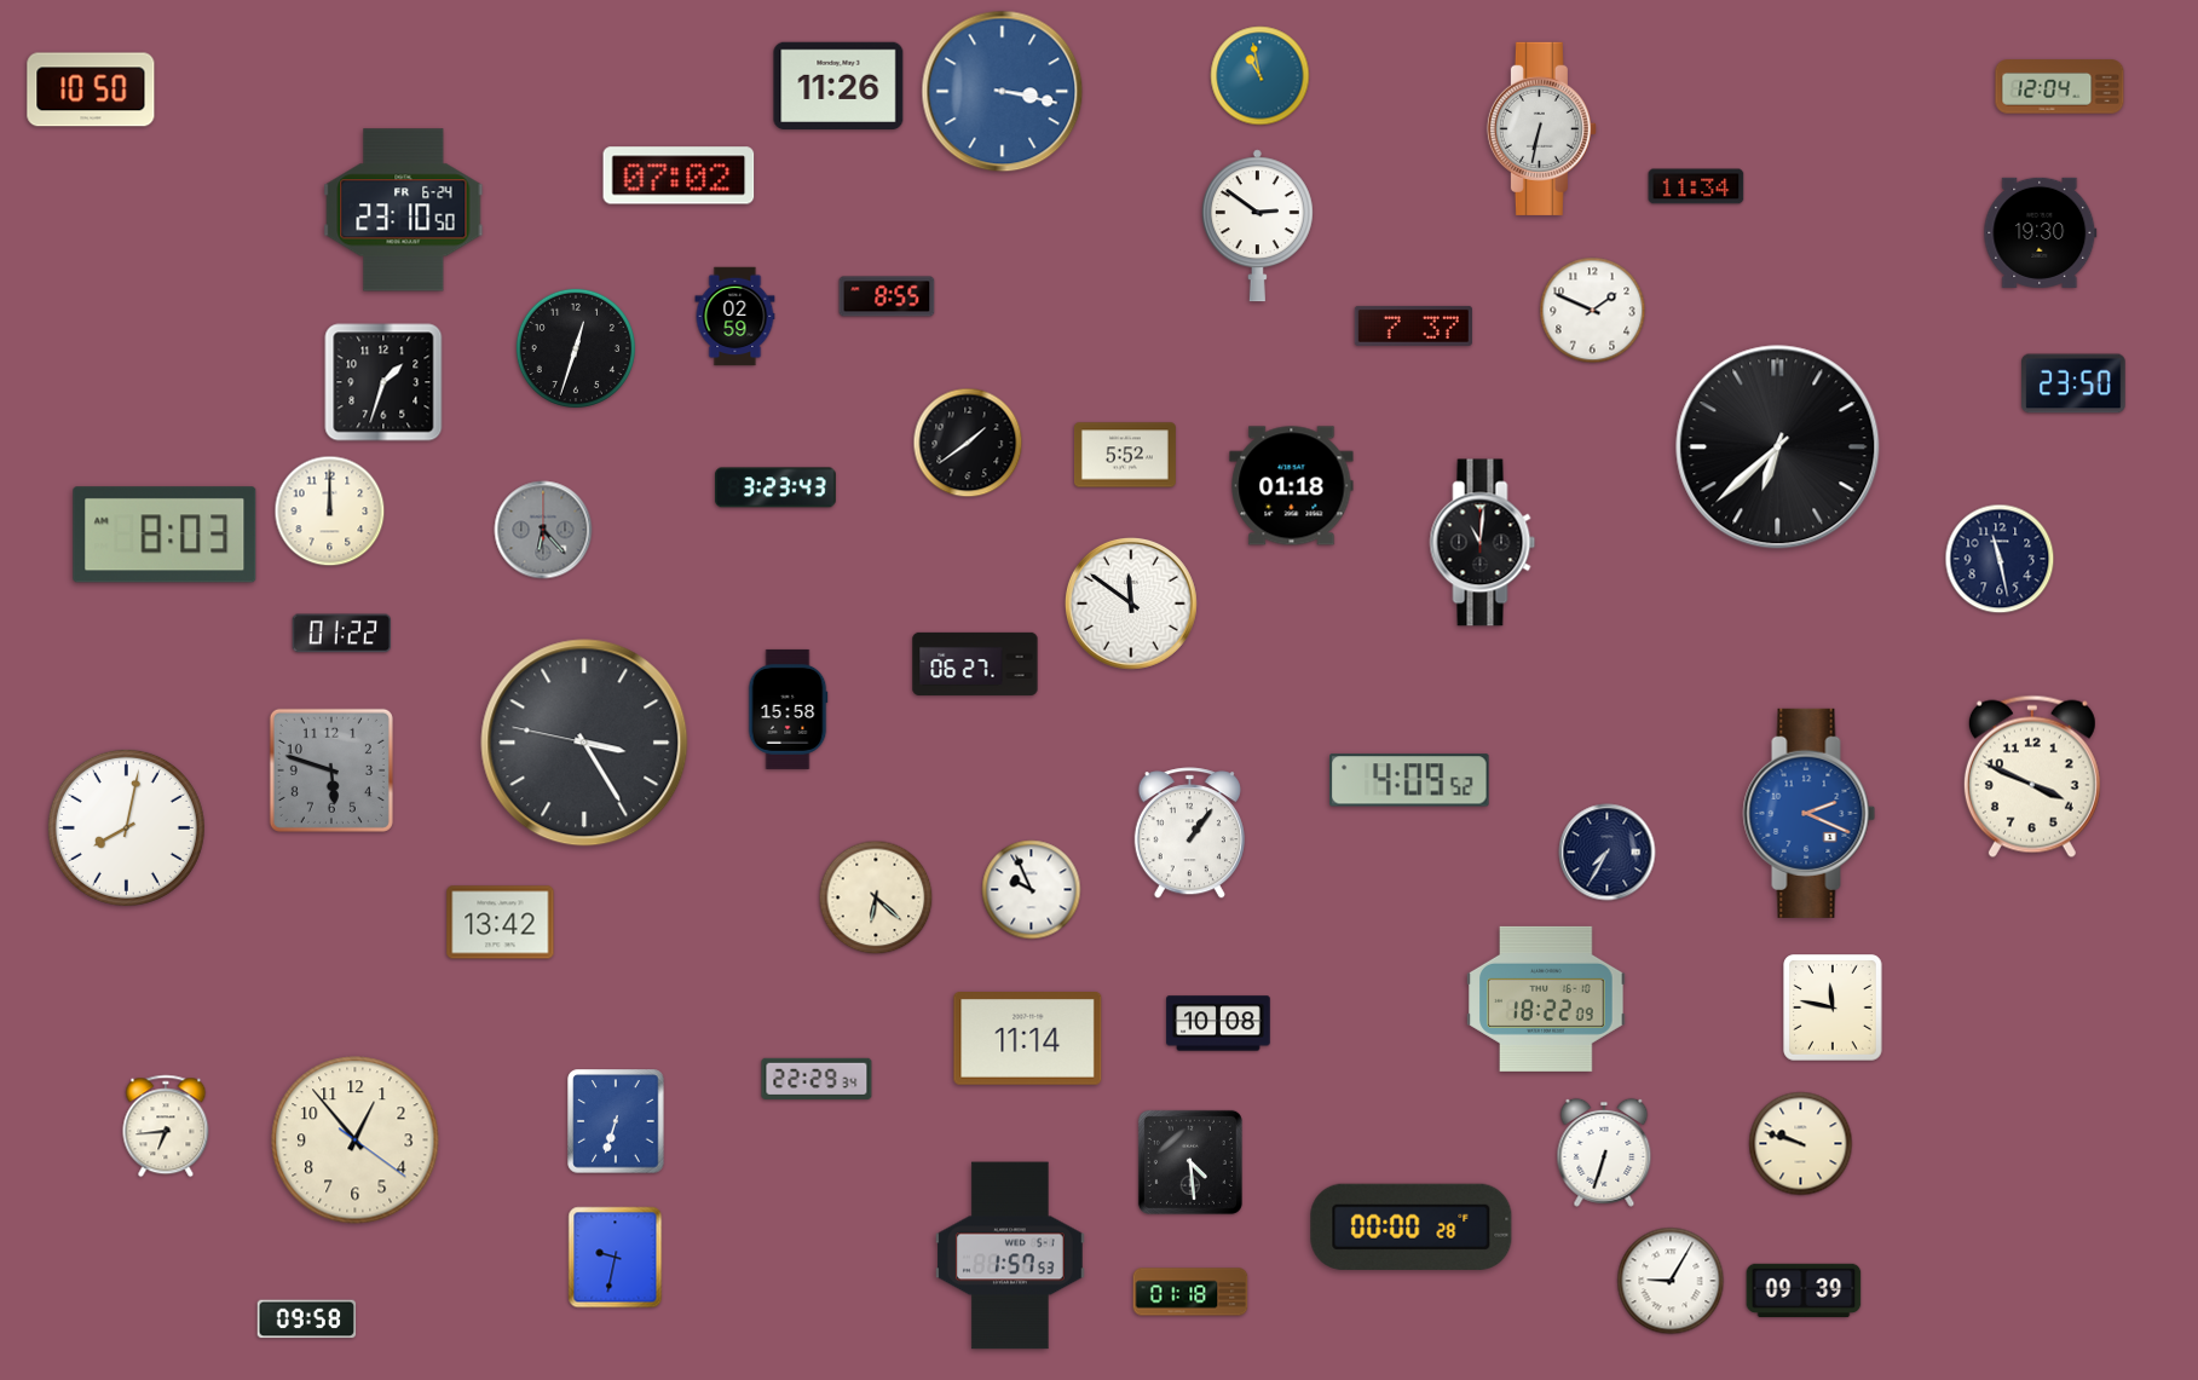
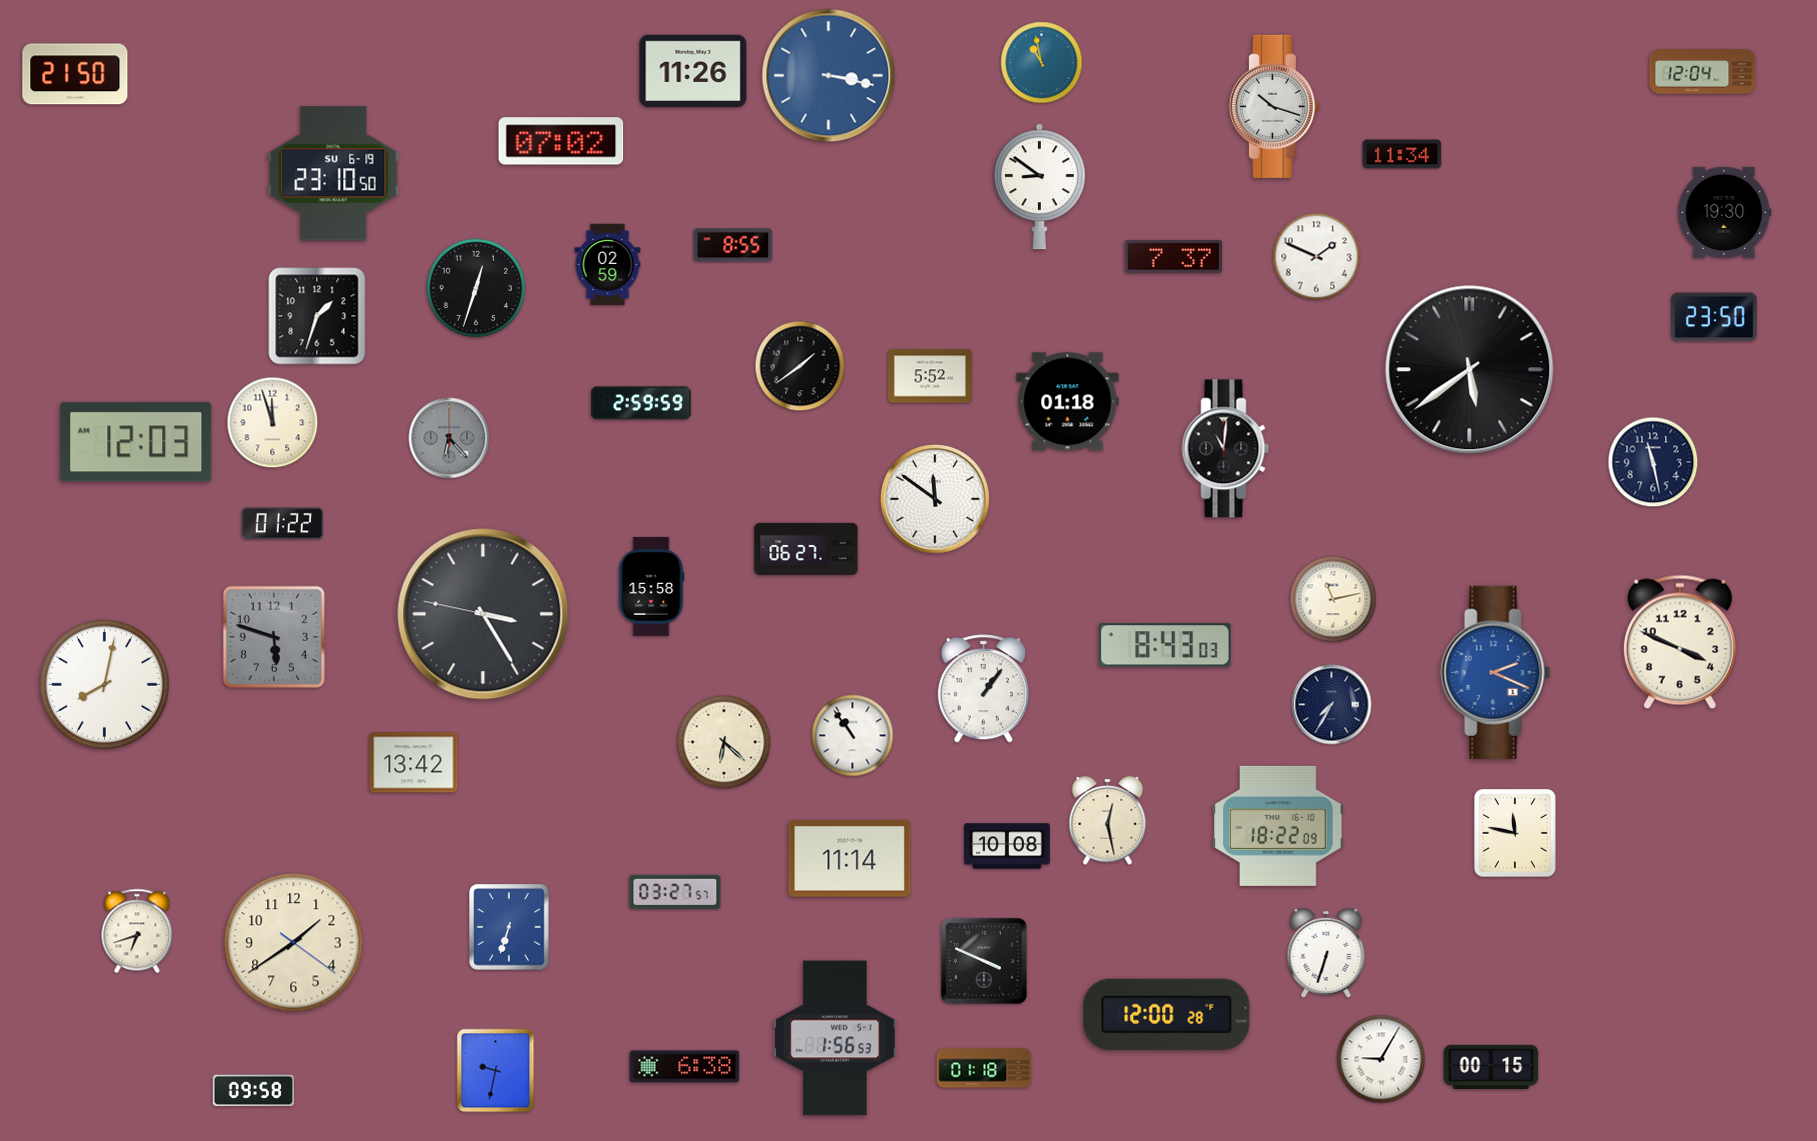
clock at (91, 90): 10:50 -> 21:50
clock at (1541, 128): 6:32 -> 10:18
clock at (679, 175) position: (679, 175) -> (561, 141)
clock at (404, 210) date: FR 6-24 -> SU 6-19
clock at (1257, 226): 2:51 -> 8:51
clock at (2041, 232) position: (2041, 232) -> (1725, 212)
clock at (735, 317) position: (735, 317) -> (608, 265)
clock at (1413, 325) position: (1413, 325) -> (1173, 256)
clock at (1778, 448): 6:38 -> 5:39
clock at (775, 487): 3:23 -> 2:59
clock at (330, 512): 12:00 -> 11:57
clock at (165, 535): 8:03 -> 12:03
clock at (1333, 599): none -> 11:13
clock at (1409, 780): 4:09 -> 8:43
clock at (1608, 853) position: (1608, 853) -> (1332, 705)
clock at (1032, 890): 9:56 -> 10:54
clock at (1108, 821): none -> 12:28
clock at (817, 1079): 22:29 -> 03:27
clock at (166, 1126): 6:44 -> 6:42
clock at (356, 1141): 12:53 -> 1:39
clock at (1801, 1144): 9:48 -> none
clock at (1190, 1162): 4:29 -> 3:49
clock at (1412, 1226): 00:00 -> 12:00
clock at (1010, 1255): 1:57 -> 1:56
clock at (616, 1258) position: (616, 1258) -> (496, 1071)
clock at (1804, 1289): 09:39 -> 00:15
clock at (685, 1067): none -> 6:38
